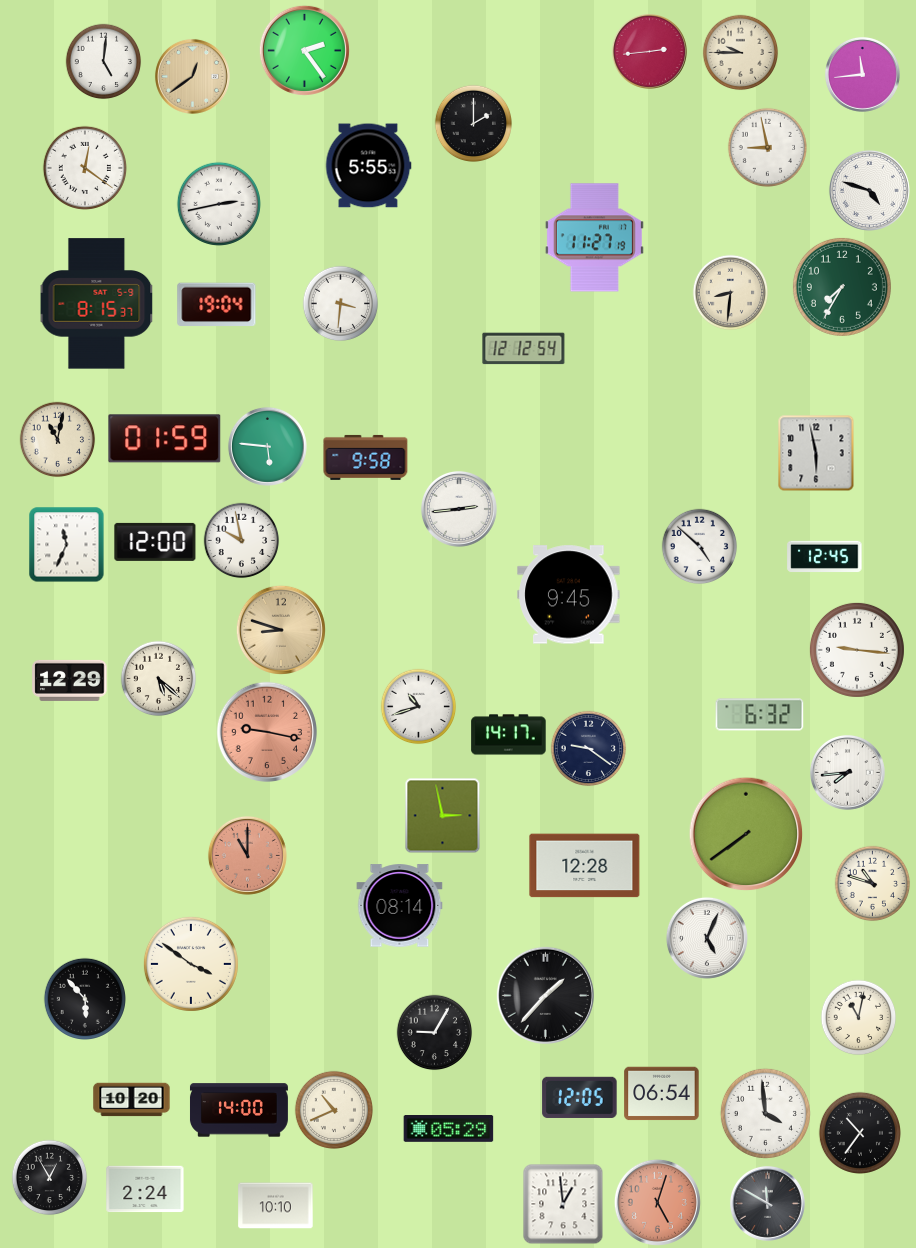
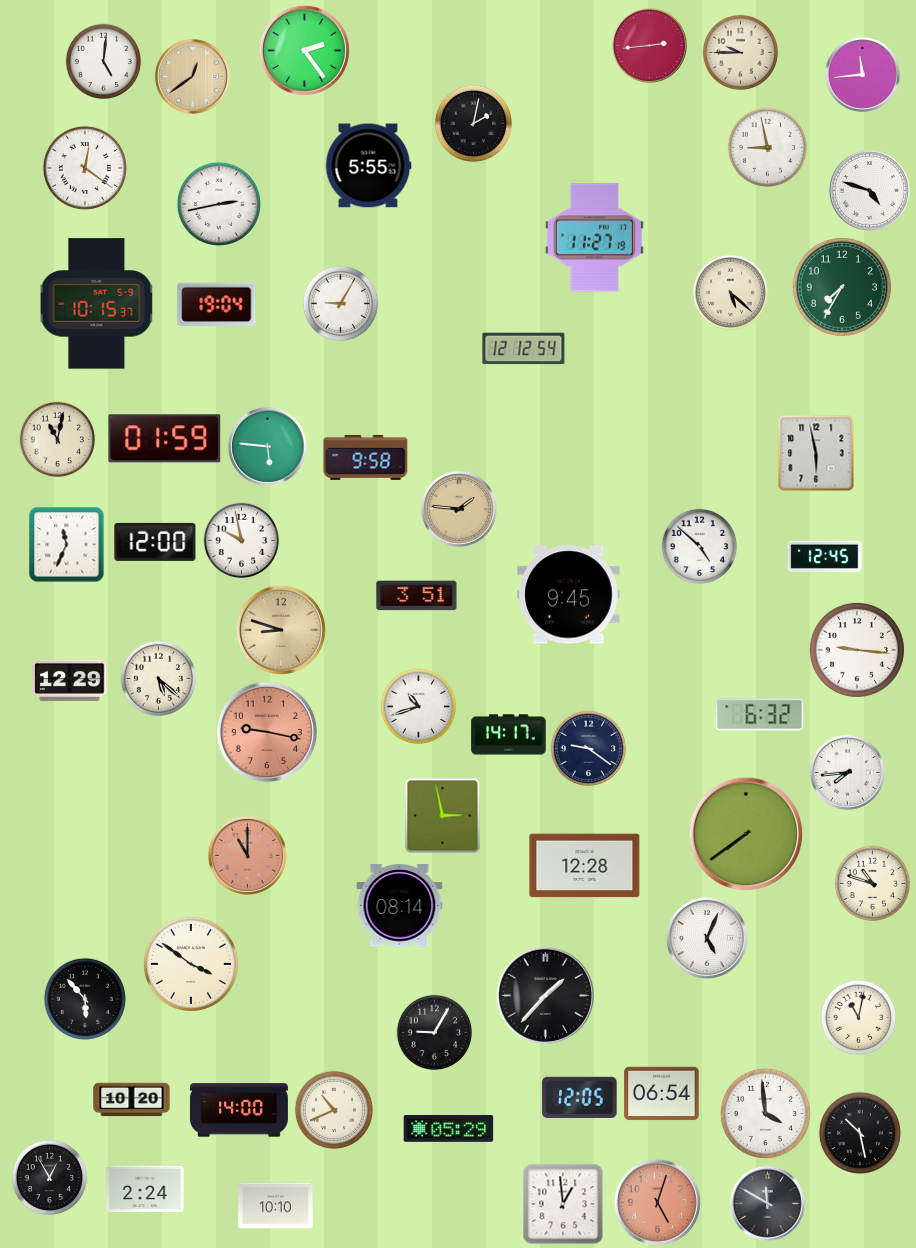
clock at (649, 51) position: (649, 51) -> (649, 45)
clock at (474, 124): 2:00 -> 2:02
clock at (731, 293): 8:31 -> 5:22
clock at (97, 304): 8:15 -> 10:15
clock at (341, 304): 3:31 -> 9:05
clock at (459, 509): 2:44 -> 1:46
clock at (459, 509) dial: white -> champagne
clock at (417, 596): none -> 3:51
clock at (859, 1132): 10:36 -> 10:28
